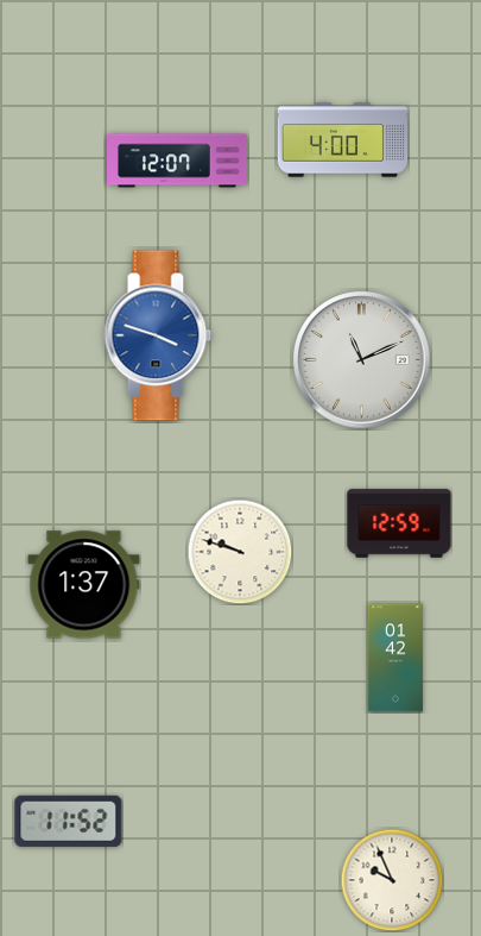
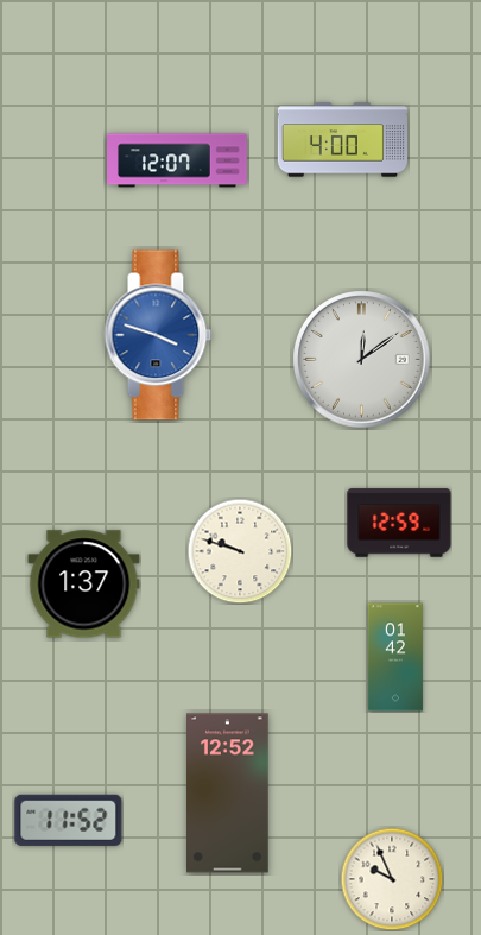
clock at (362, 360): 11:11 -> 12:09
clock at (228, 794): none -> 12:52
